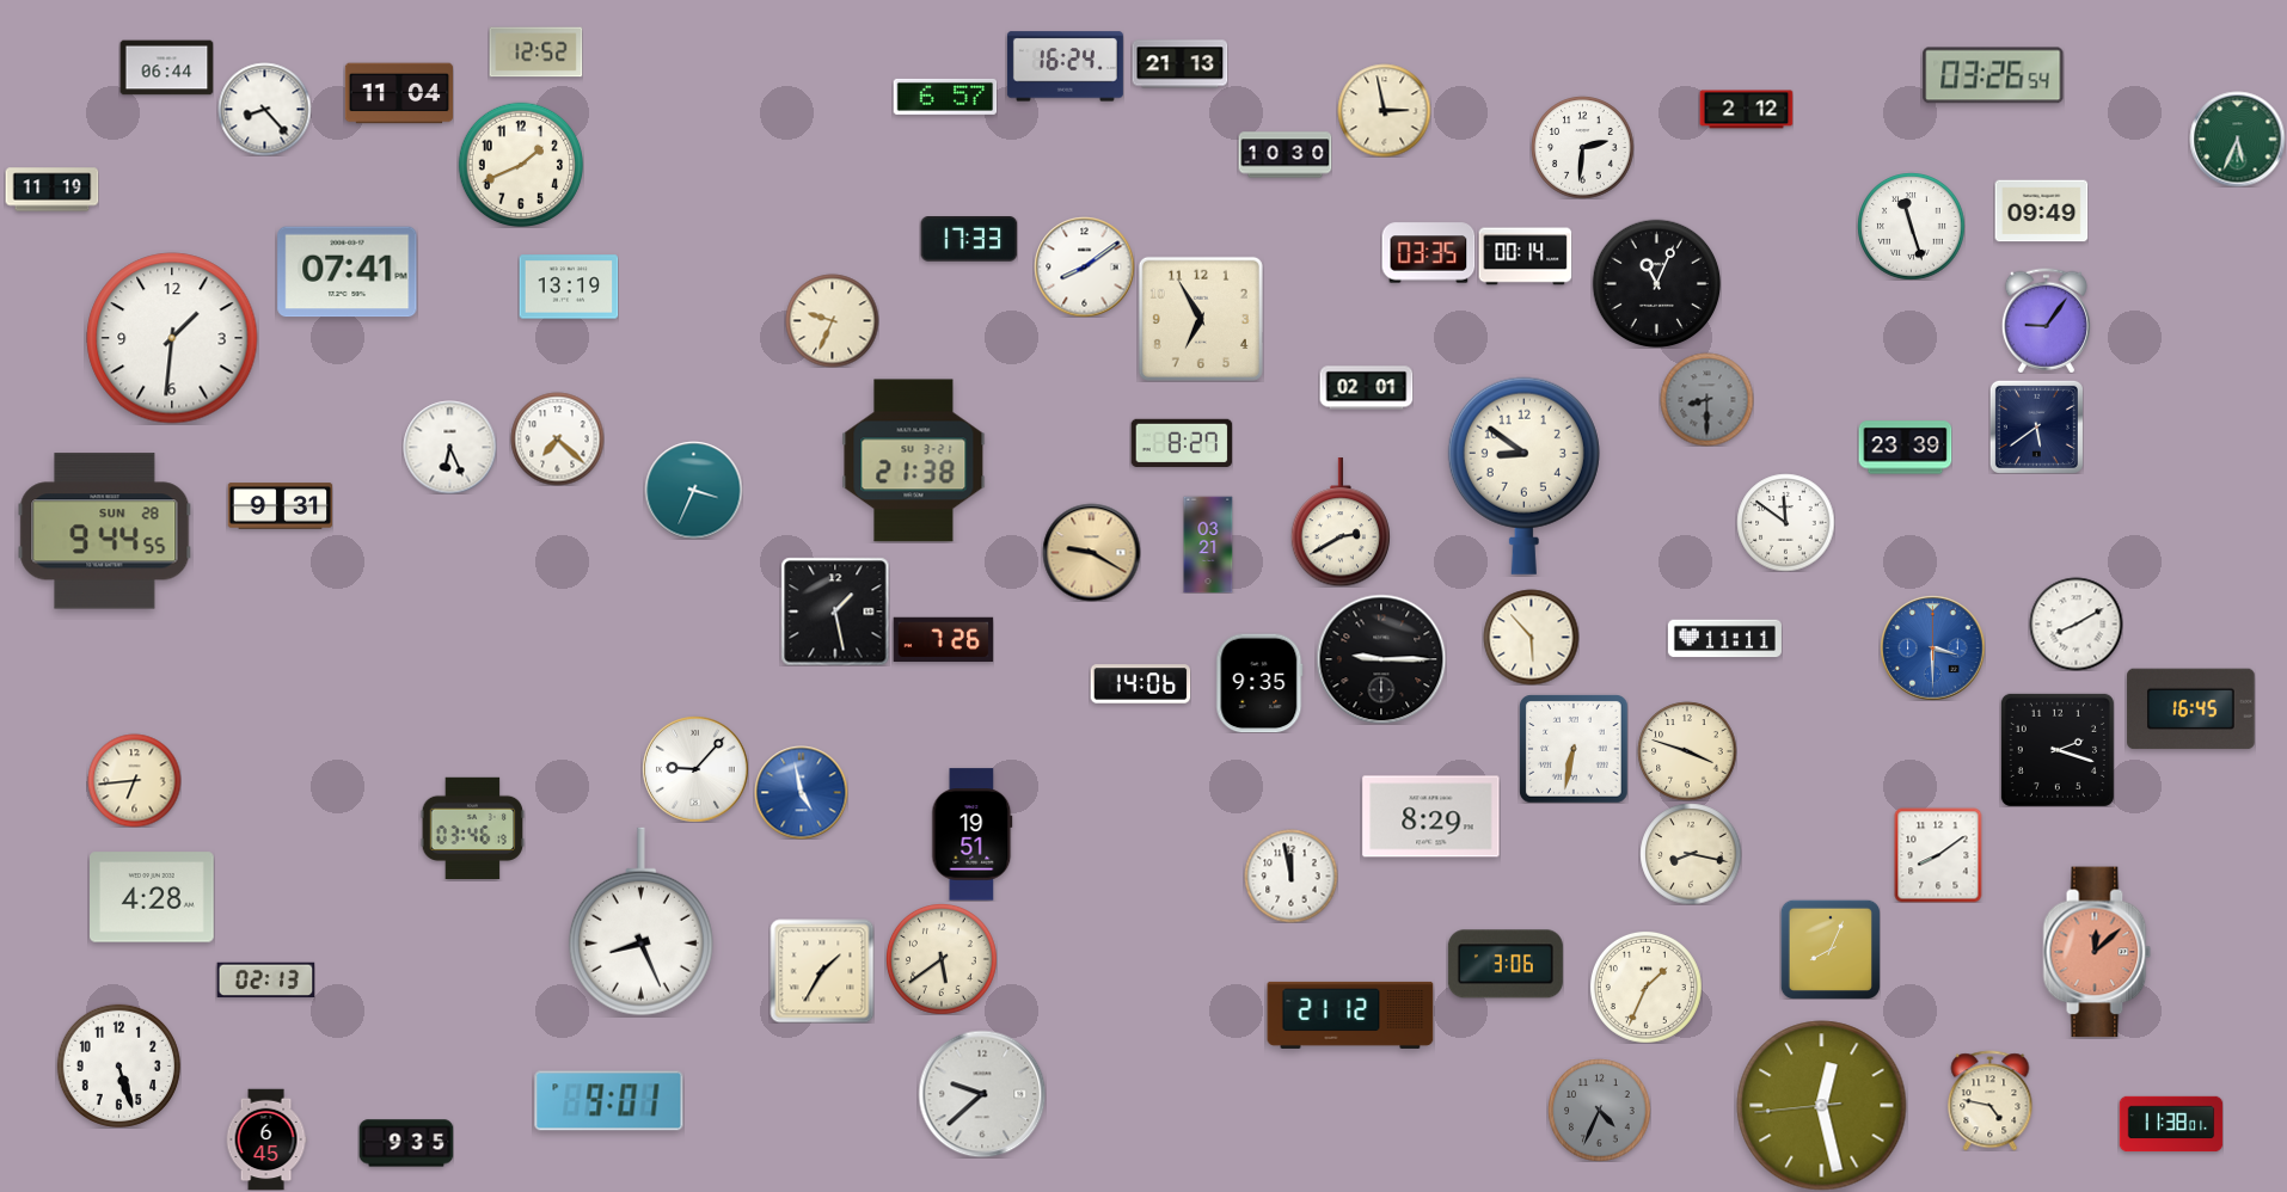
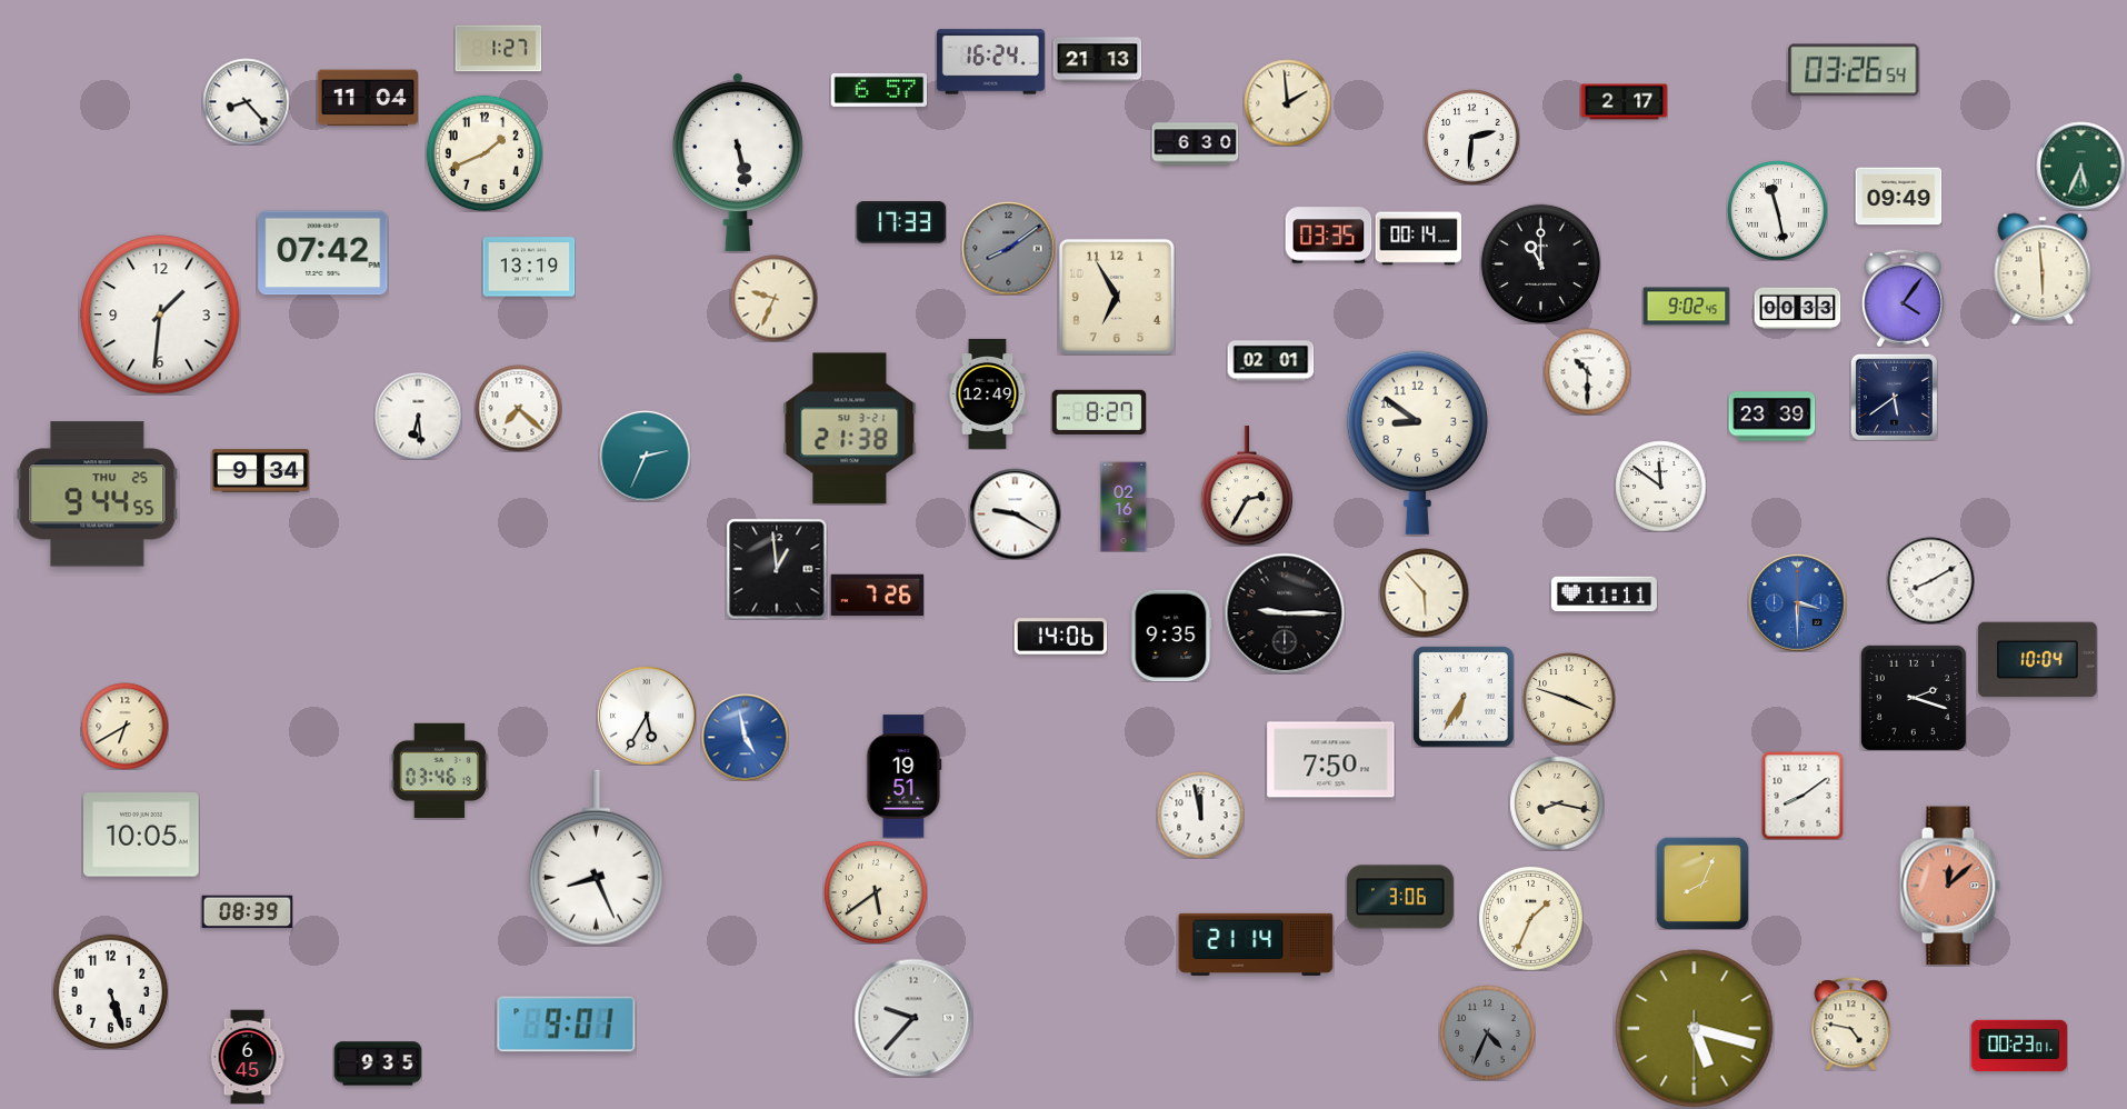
clock at (535, 53): 12:52 -> 1:27
clock at (166, 68): 06:44 -> none
clock at (398, 93) position: (398, 93) -> (367, 98)
clock at (1384, 110): 2:58 -> 1:59
clock at (1746, 110): 2:12 -> 2:17
clock at (2237, 139) position: (2237, 139) -> (2080, 166)
clock at (1284, 155): 10:30 -> 6:30
clock at (738, 161): none -> 5:28
clock at (51, 190): 11:19 -> none
clock at (1911, 226): 11:27 -> 11:28
clock at (1084, 266) dial: white -> grey
clock at (348, 272): 07:41 -> 07:42
clock at (1656, 283): 11:04 -> 11:00
clock at (2043, 269): none -> 5:59
clock at (2046, 320): 9:06 -> 4:06
clock at (1686, 307): none -> 9:02
clock at (1797, 308): none -> 00:33
clock at (1706, 399): 8:30 -> 10:30
clock at (1706, 399) dial: grey -> white
clock at (988, 393): none -> 12:49
clock at (449, 447): 6:26 -> 6:29
clock at (693, 490): 3:34 -> 2:34
clock at (280, 506): 9:31 -> 9:34
clock at (1339, 522): 2:40 -> 2:35
clock at (105, 532) date: SUN 28 -> THU 25
clock at (1208, 545): 03:21 -> 02:16
clock at (1091, 552) dial: champagne -> white
clock at (835, 612): 1:28 -> 12:59
clock at (2191, 709): 16:45 -> 10:04
clock at (1574, 749): 6:32 -> 6:35
clock at (695, 769): 9:07 -> 5:35
clock at (134, 780): 6:44 -> 6:40
clock at (1431, 817): 8:29 -> 7:50
clock at (1691, 854) position: (1691, 854) -> (1557, 803)
clock at (153, 897): 4:28 -> 10:05
clock at (822, 971): 1:35 -> none
clock at (265, 981): 02:13 -> 08:39
clock at (1350, 1015): 21:12 -> 21:14
clock at (982, 1094): 9:38 -> 9:37
clock at (1822, 1106): 12:27 -> 5:17
clock at (2171, 1124): 11:38 -> 00:23
clock at (266, 1139) position: (266, 1139) -> (248, 1057)
